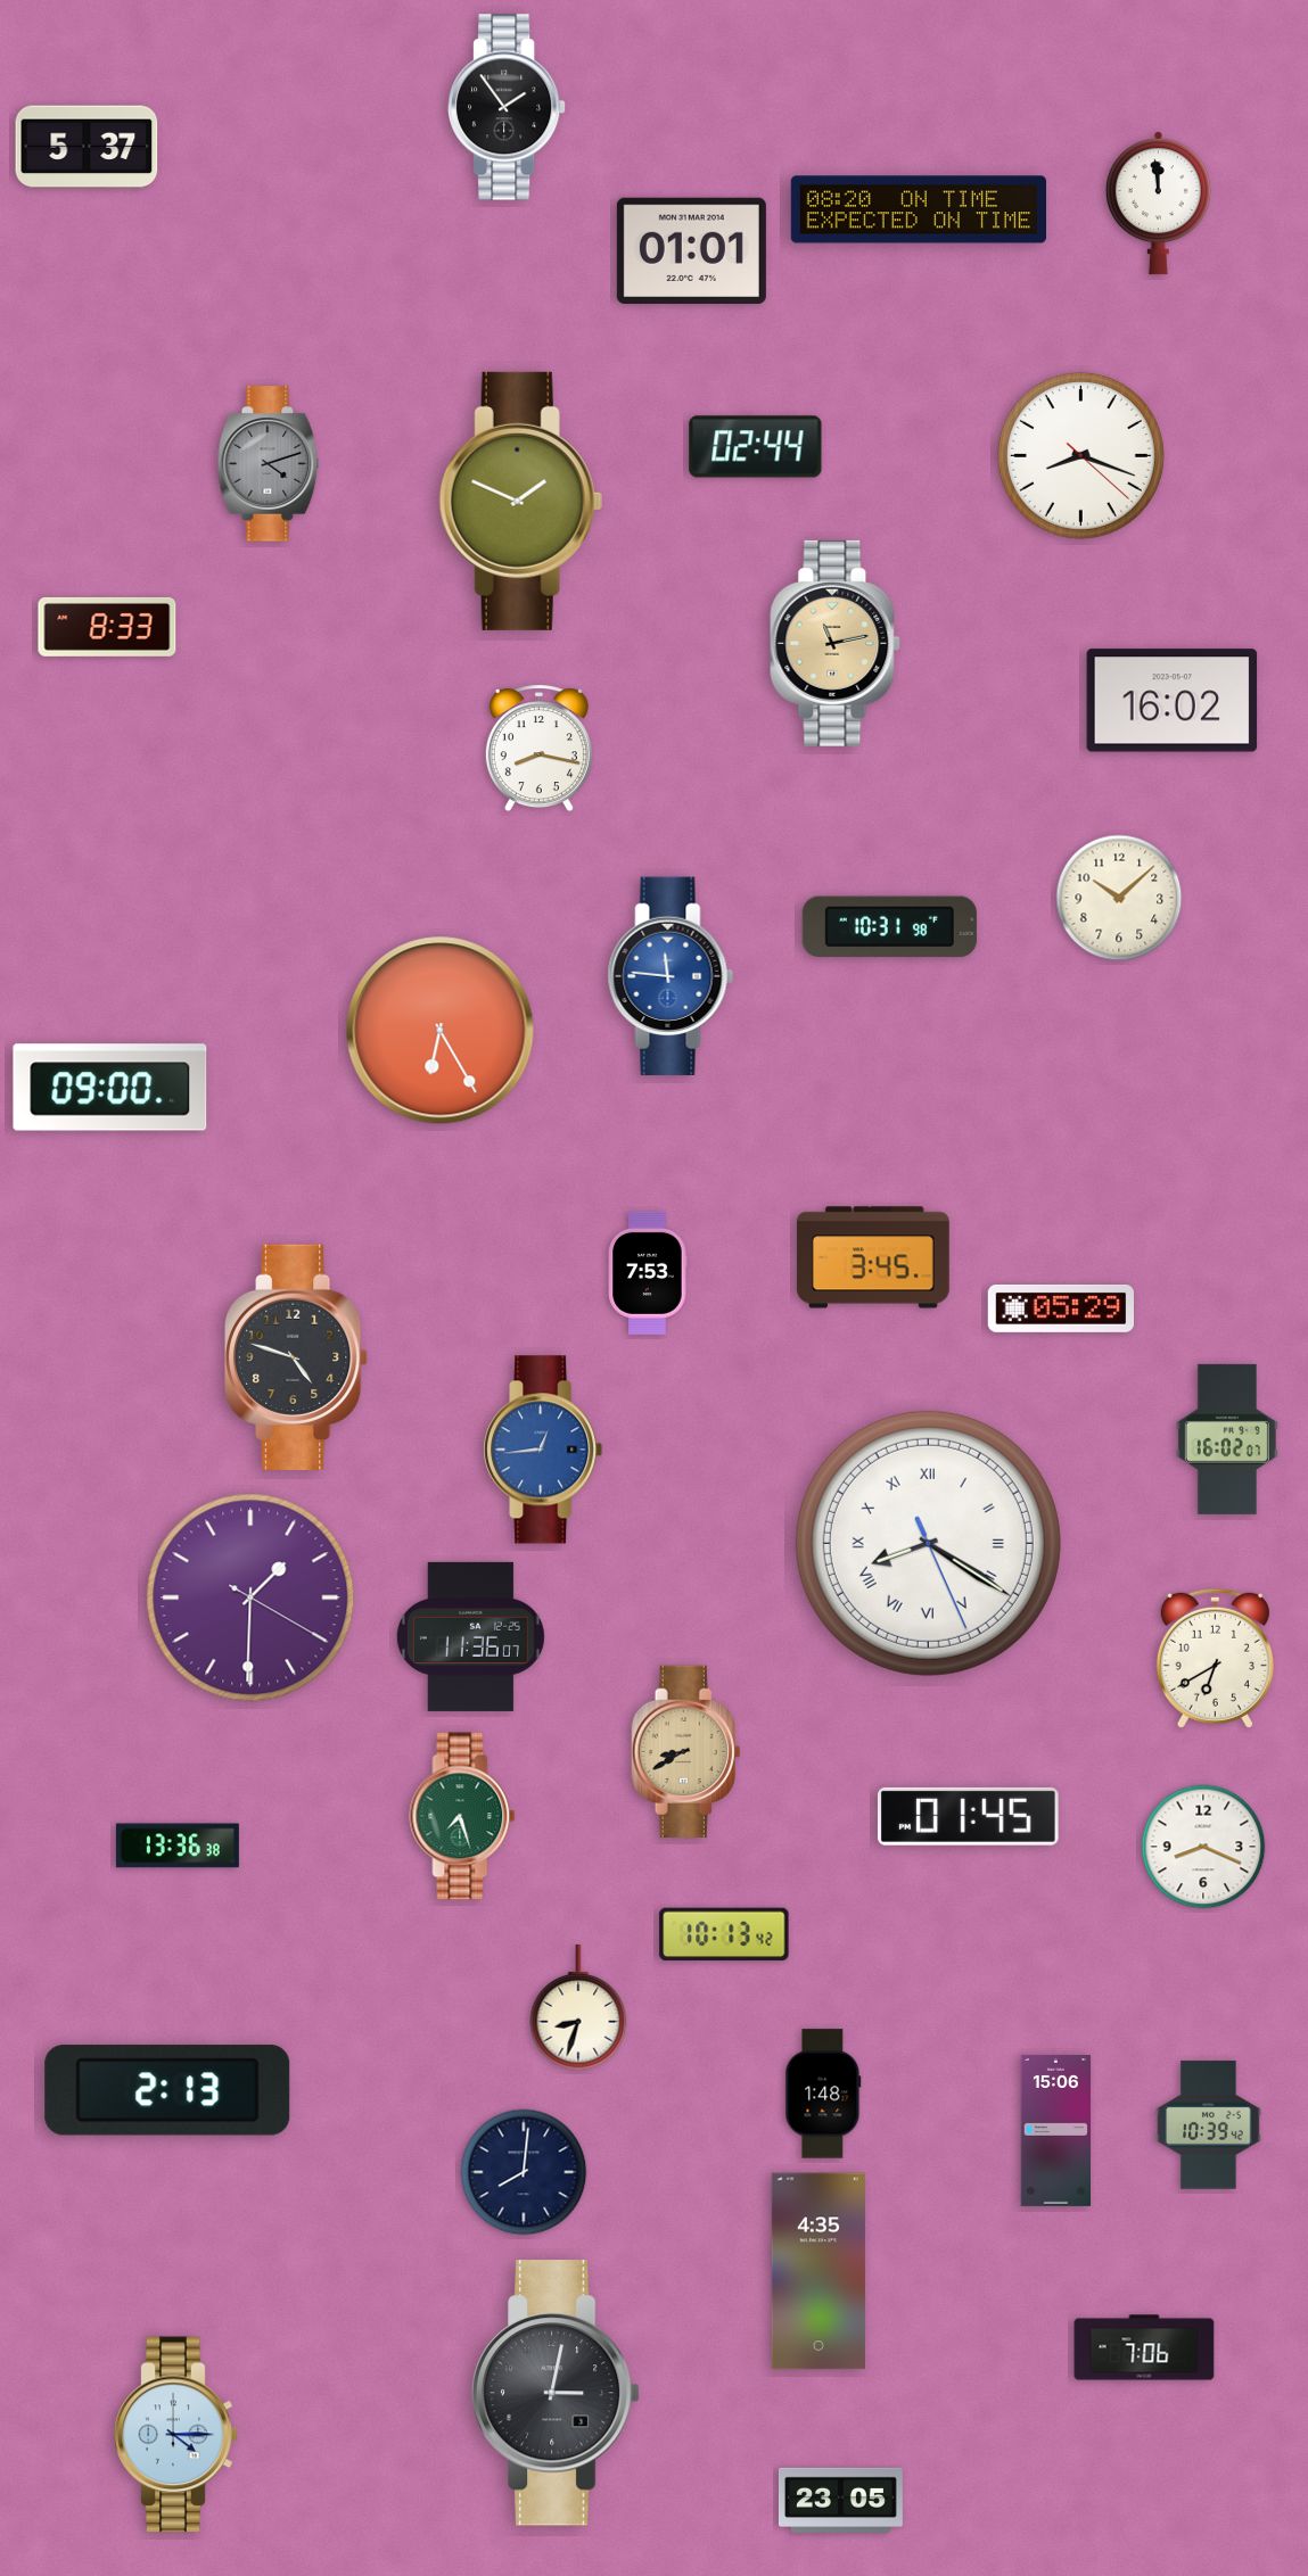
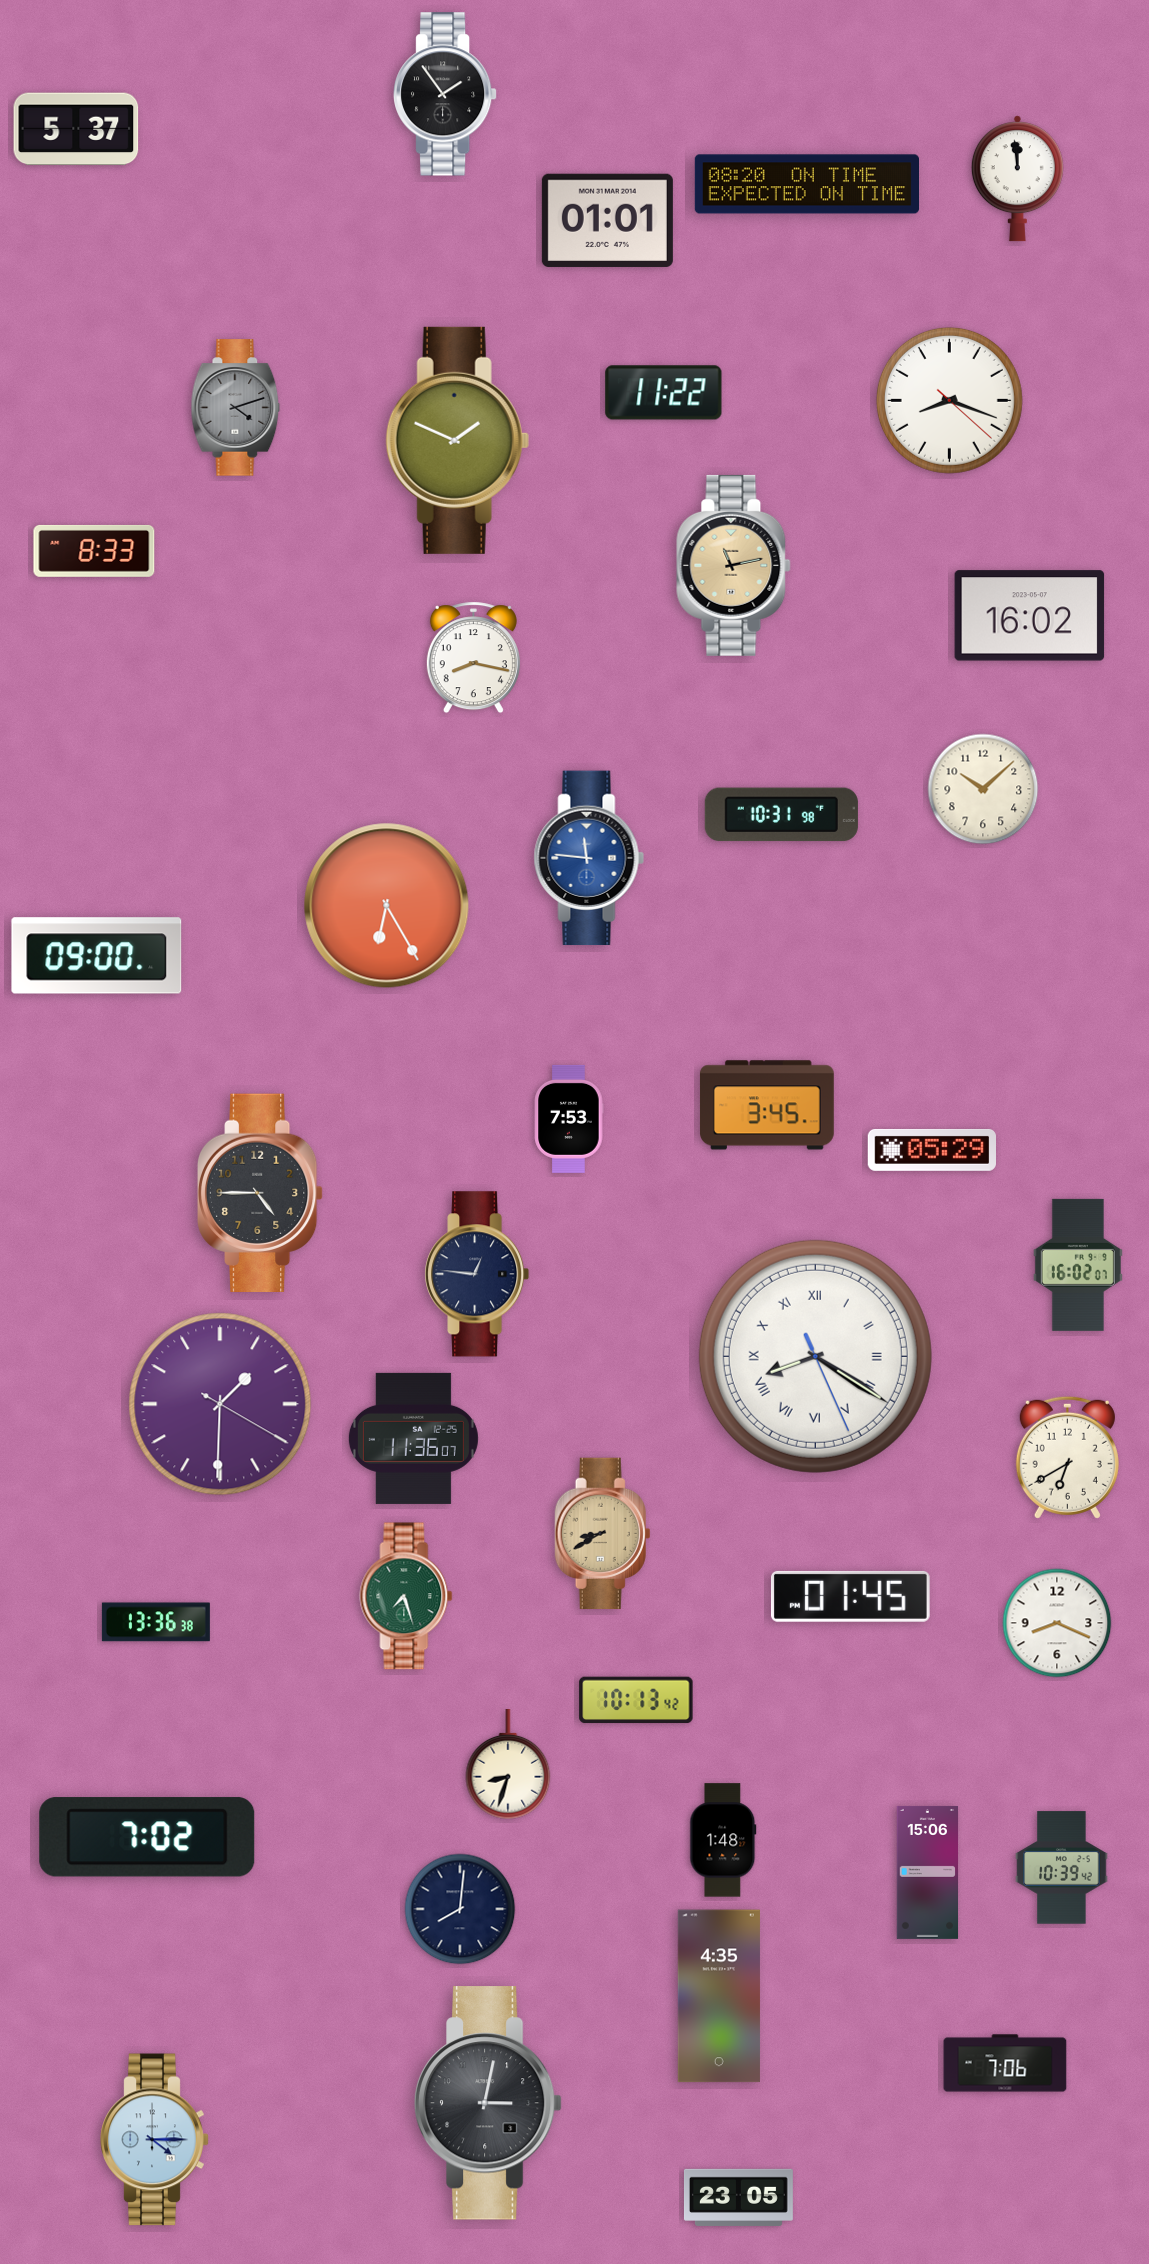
clock at (756, 447): 02:44 -> 11:22
clock at (296, 1356): 4:48 -> 4:45
clock at (543, 1450): 12:44 -> 12:46
clock at (543, 1450) dial: blue -> navy
clock at (686, 1752) position: (686, 1752) -> (603, 1534)
clock at (167, 2090): 2:13 -> 7:02
